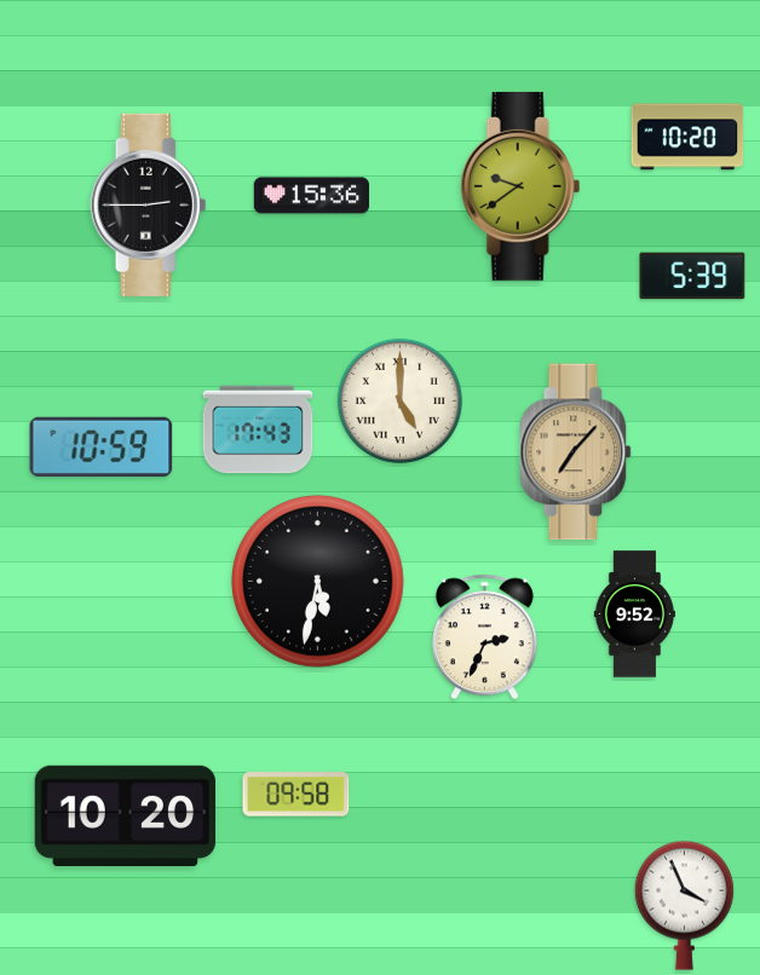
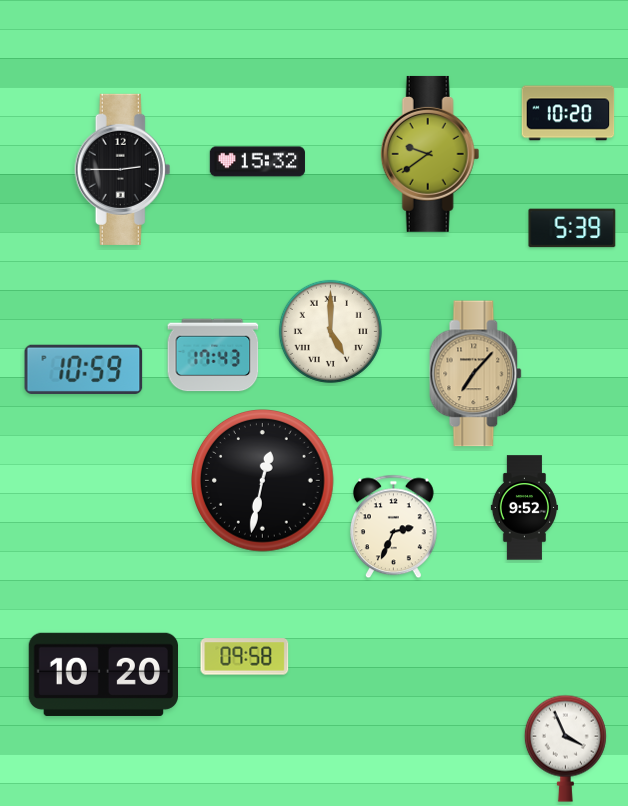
clock at (311, 196): 15:36 -> 15:32
clock at (318, 582): 5:32 -> 12:32
clock at (484, 637) position: (484, 637) -> (393, 527)
